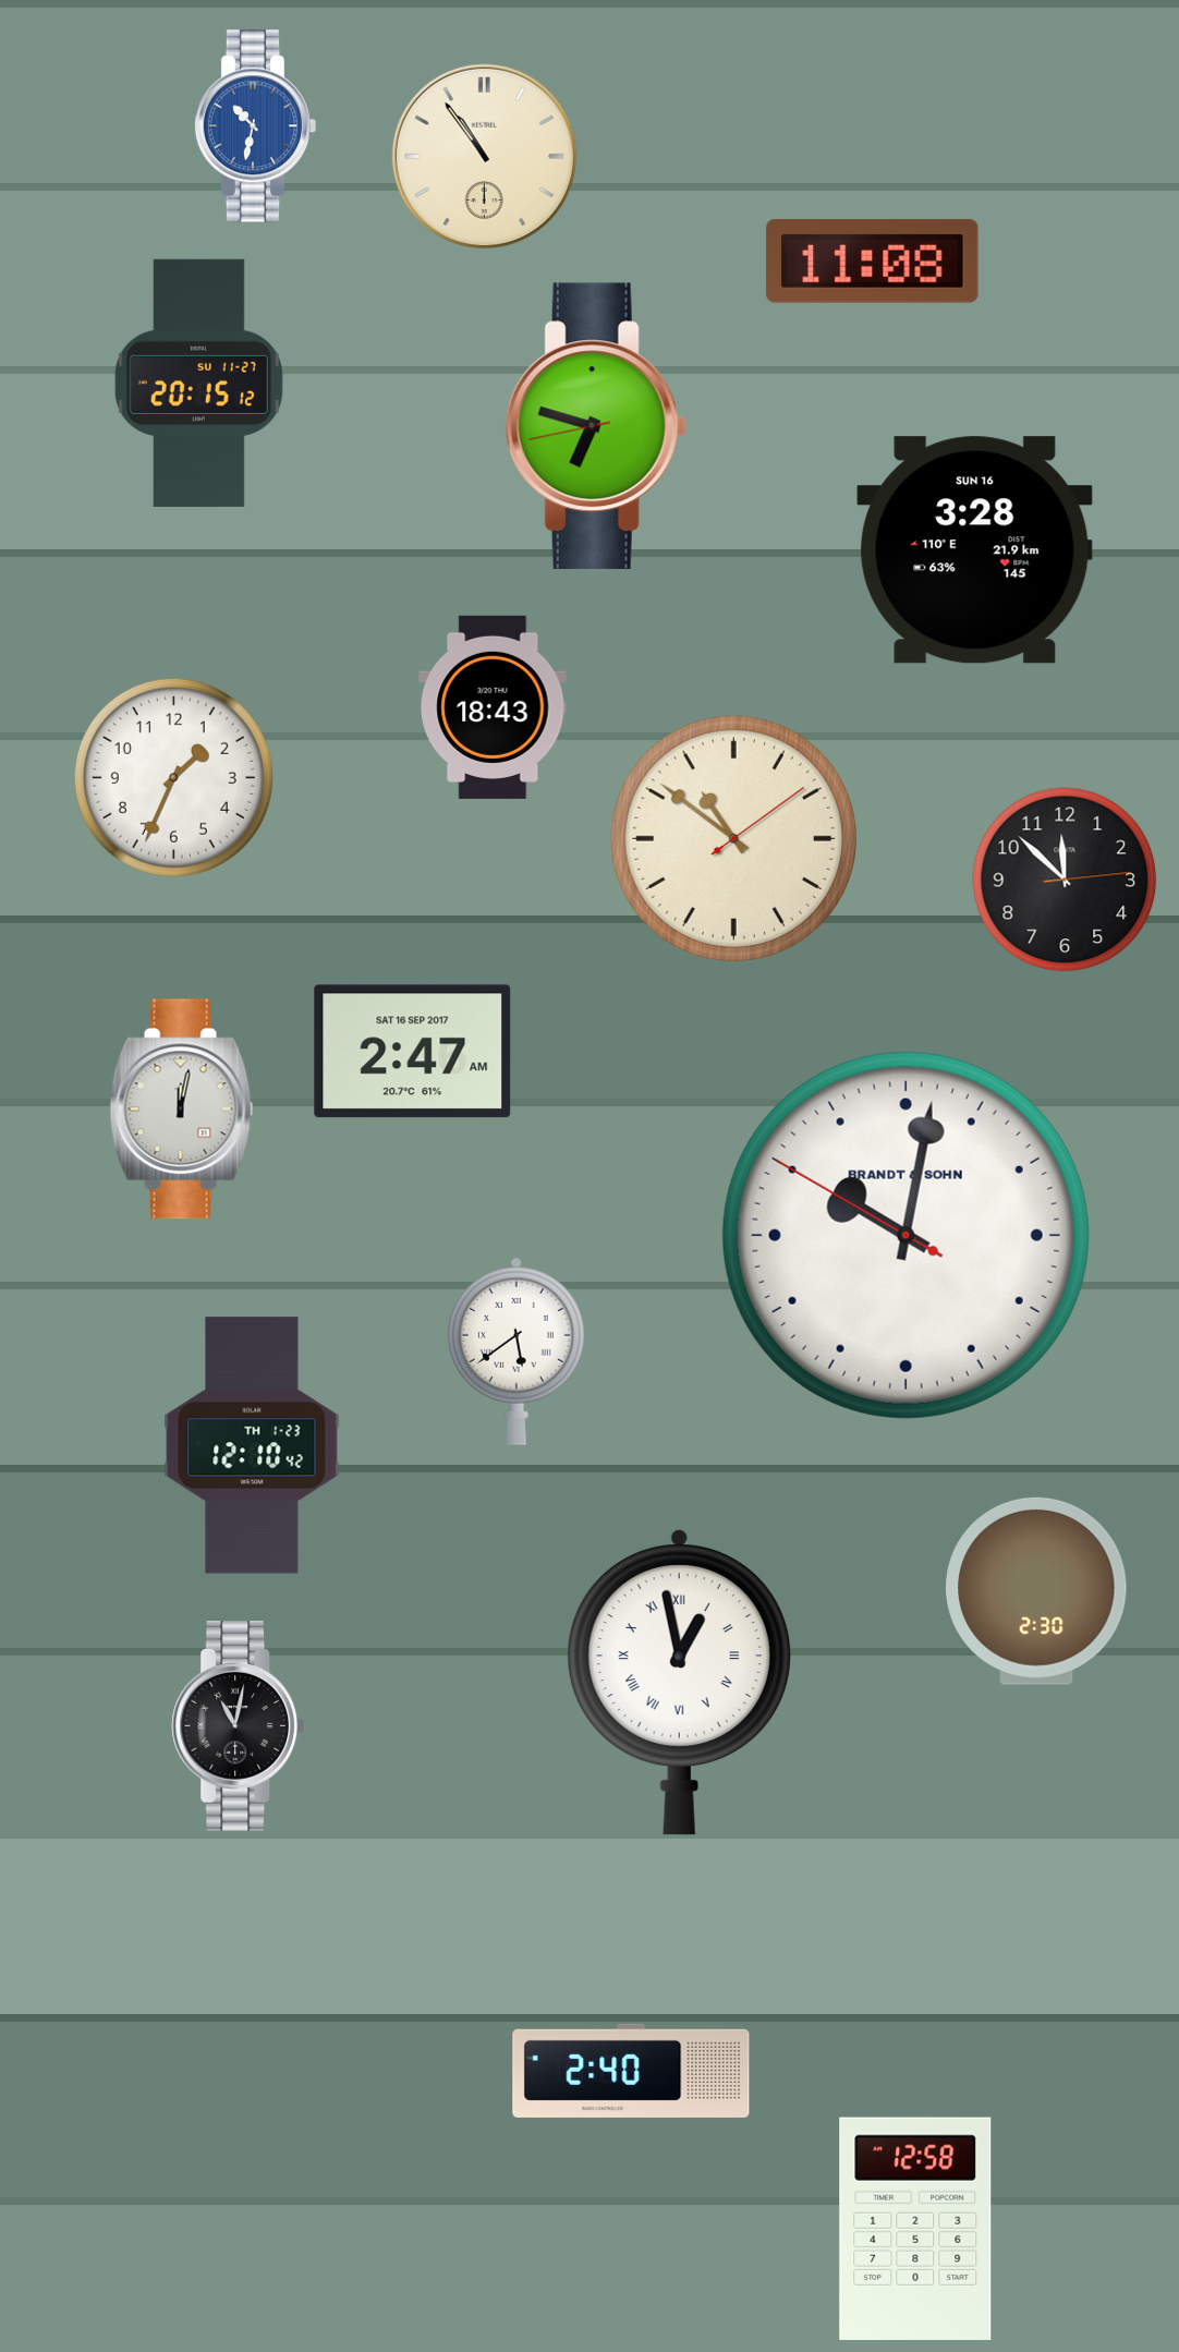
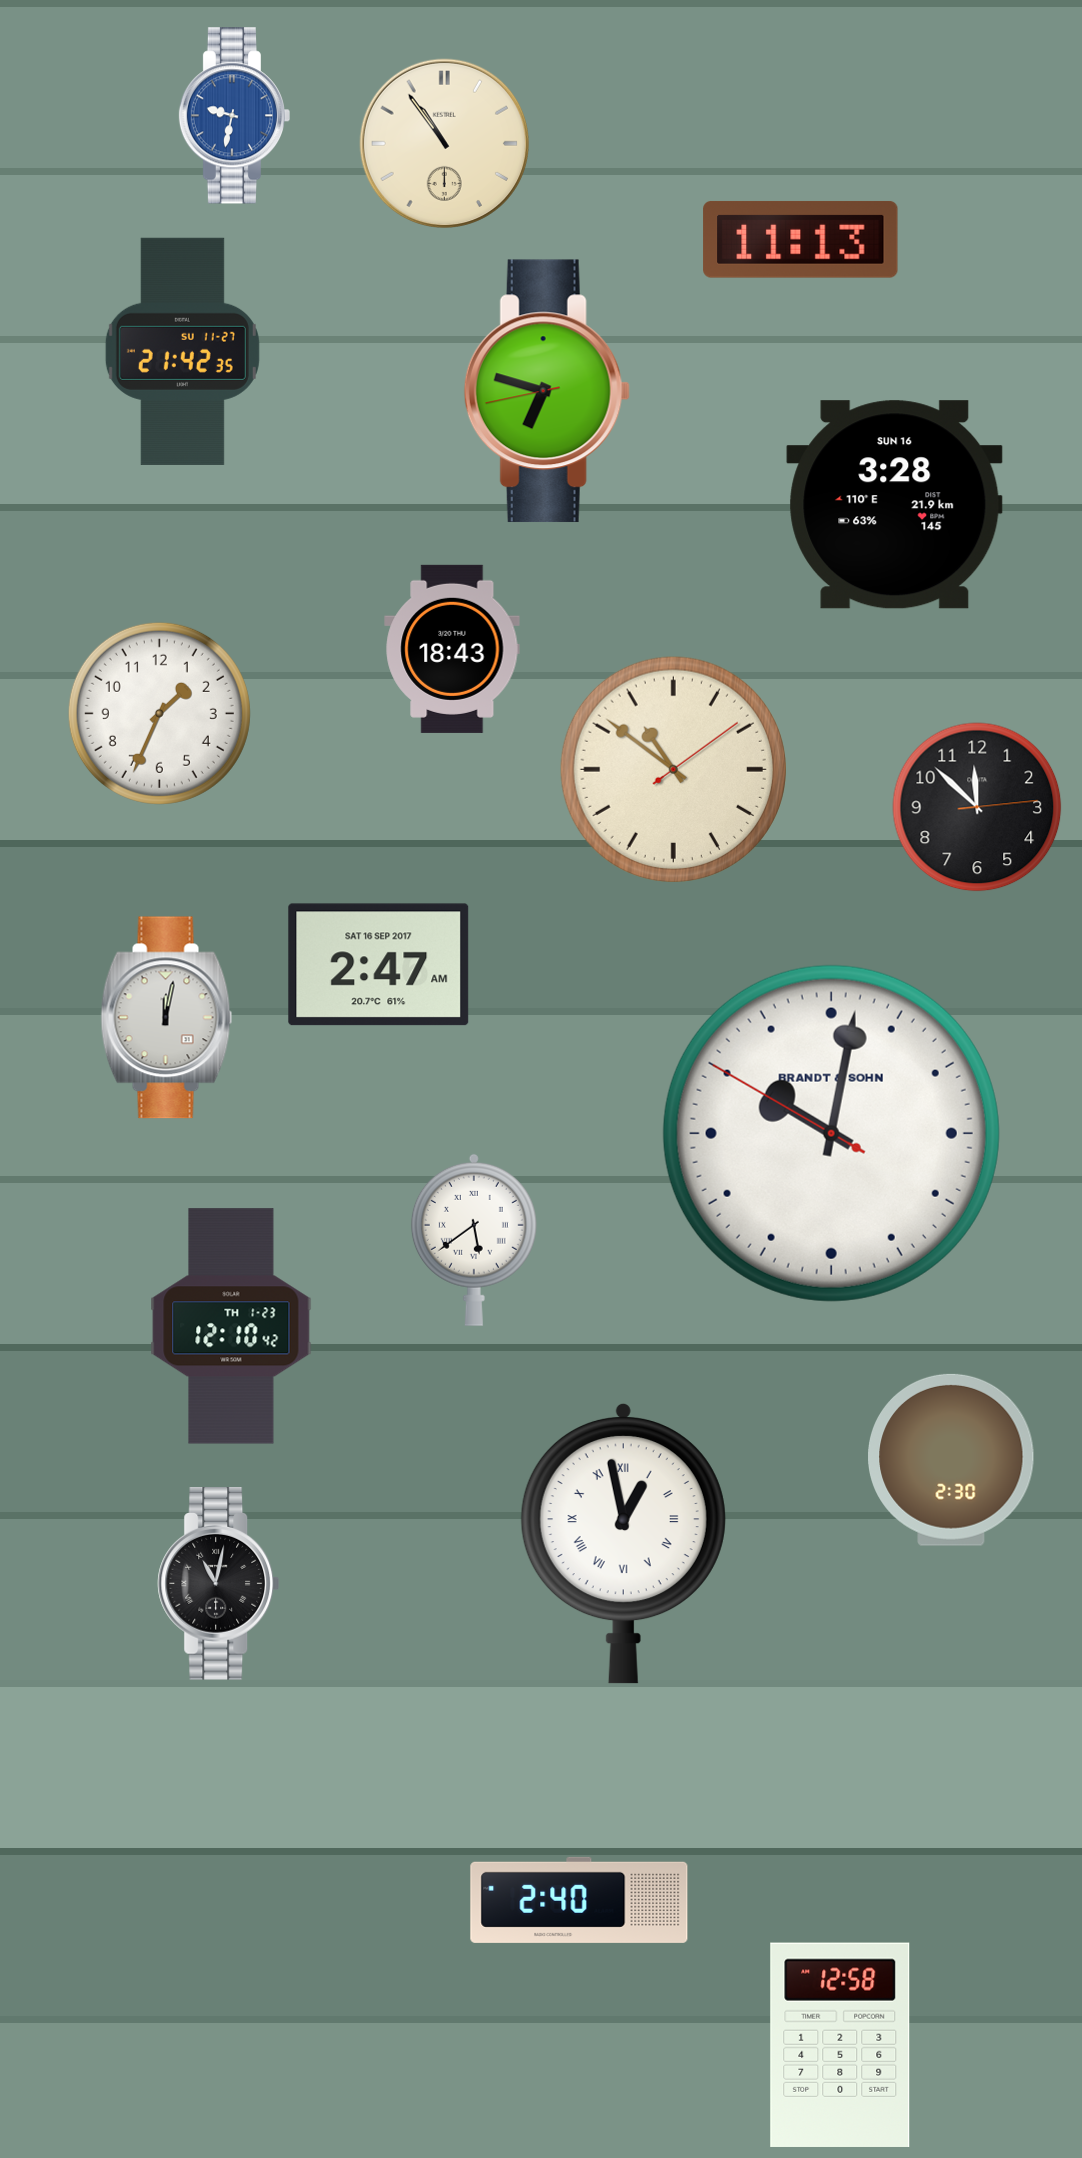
clock at (255, 126): 10:32 -> 9:32
clock at (873, 260): 11:08 -> 11:13
clock at (198, 383): 20:15 -> 21:42
